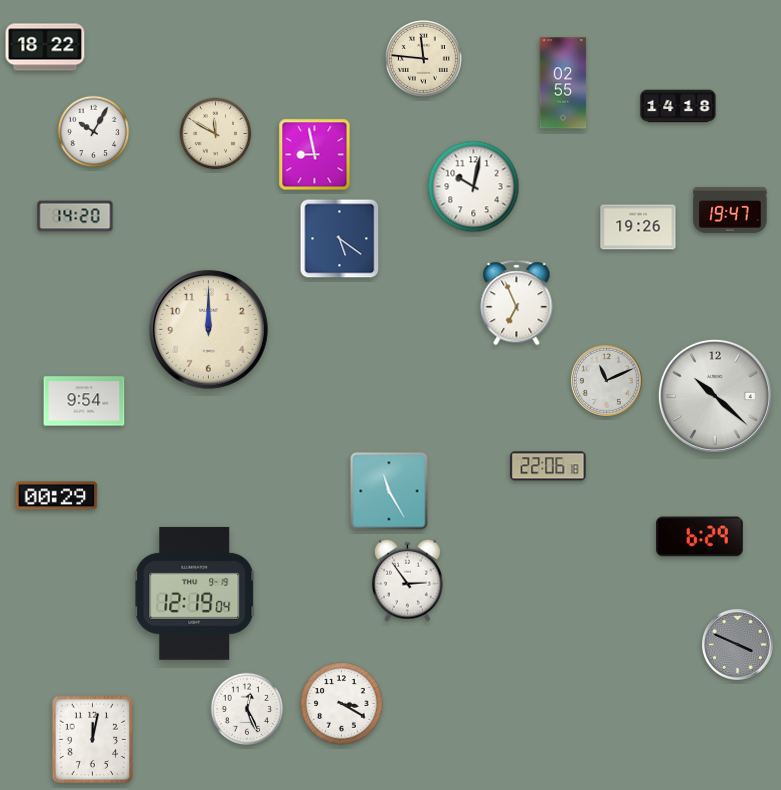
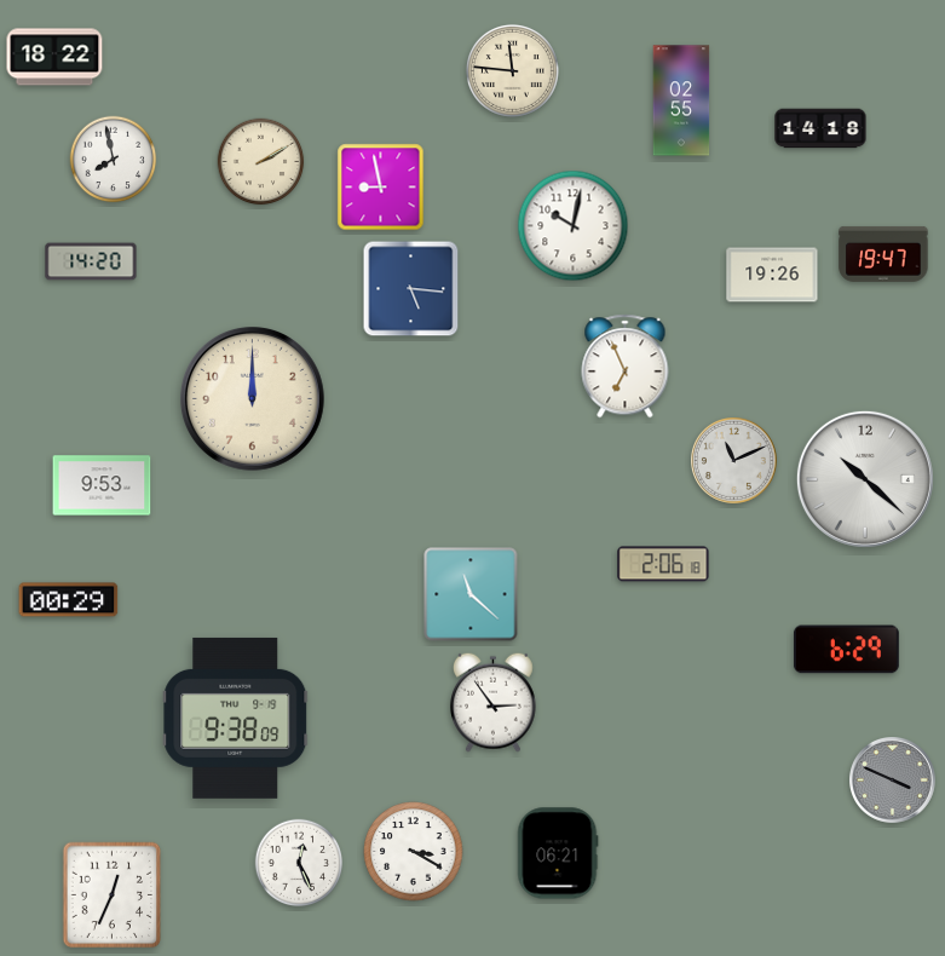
clock at (94, 132): 10:05 -> 7:58
clock at (216, 134): 11:50 -> 2:10
clock at (340, 239): 5:21 -> 5:16
clock at (84, 401): 9:54 -> 9:53
clock at (548, 466): 22:06 -> 2:06
clock at (389, 491): 11:25 -> 11:22
clock at (195, 593): 12:19 -> 9:38
clock at (558, 853): none -> 06:21
clock at (247, 709) position: (247, 709) -> (299, 863)
clock at (93, 740): 12:02 -> 12:34
